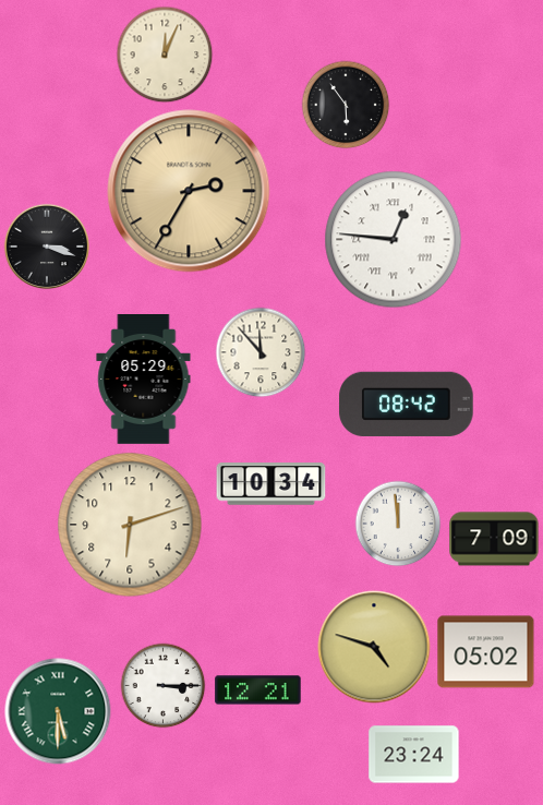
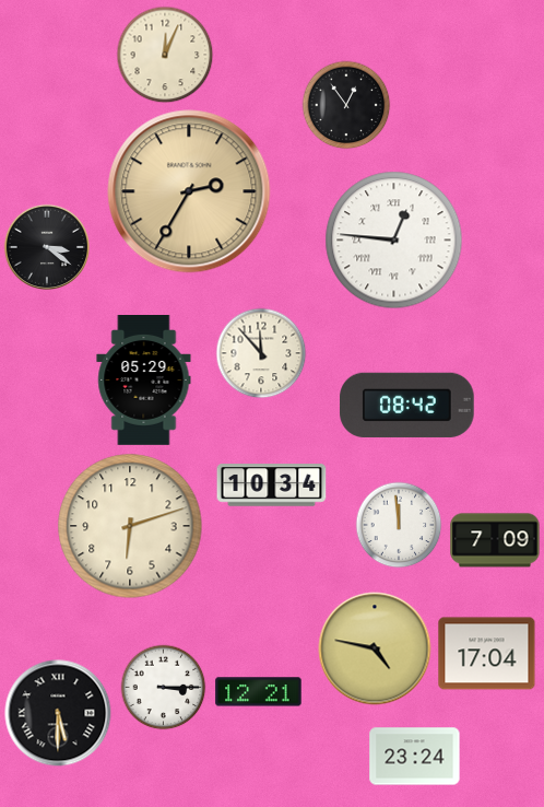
clock at (346, 105): 5:54 -> 12:54
clock at (46, 245): 3:18 -> 3:21
clock at (374, 647): 4:48 -> 4:47
clock at (486, 652): 05:02 -> 17:04
clock at (58, 711) dial: green -> black
